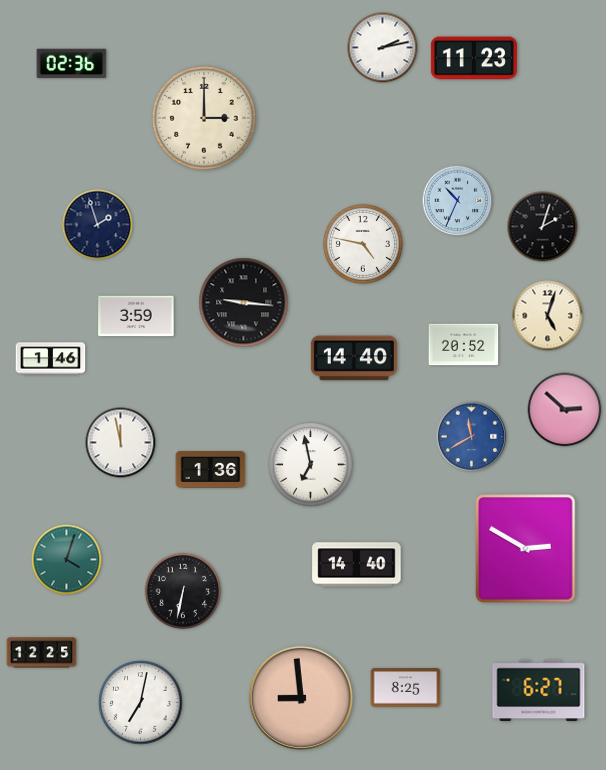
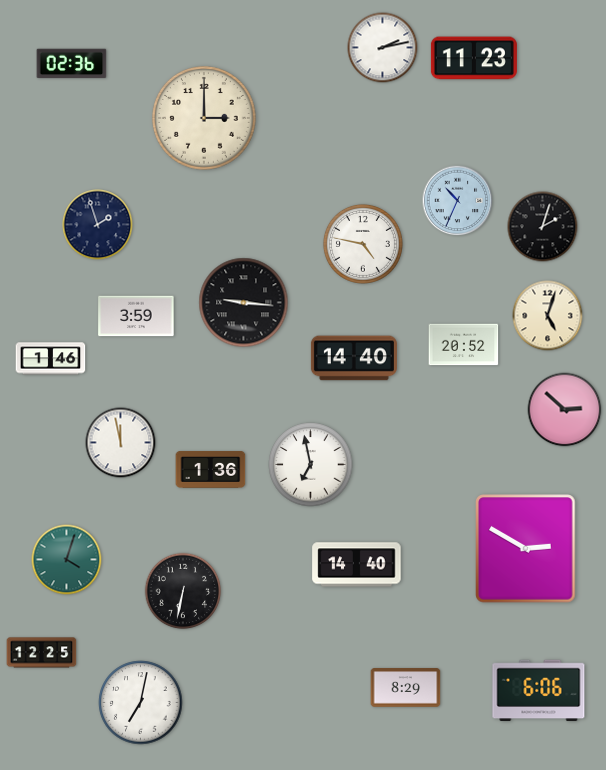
clock at (472, 437): 11:40 -> none
clock at (406, 688): 8:25 -> 8:29
clock at (539, 691): 6:27 -> 6:06
clock at (301, 698): 8:59 -> none
